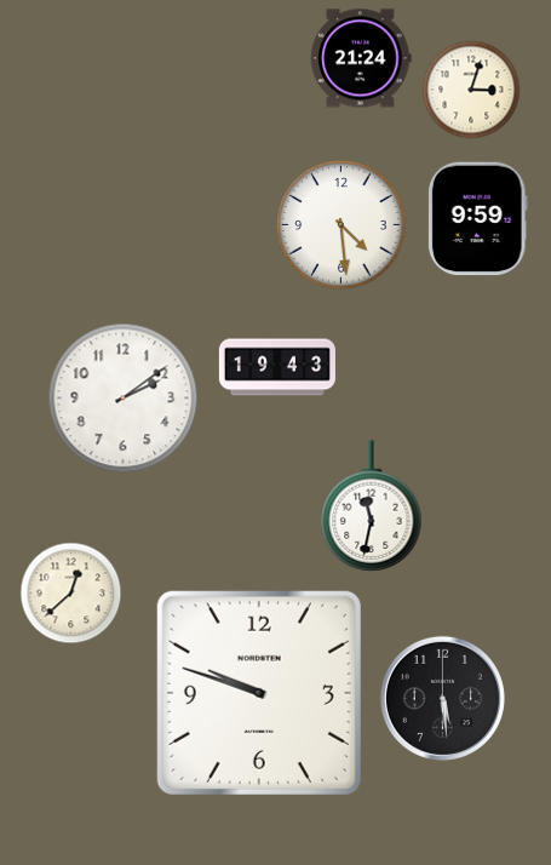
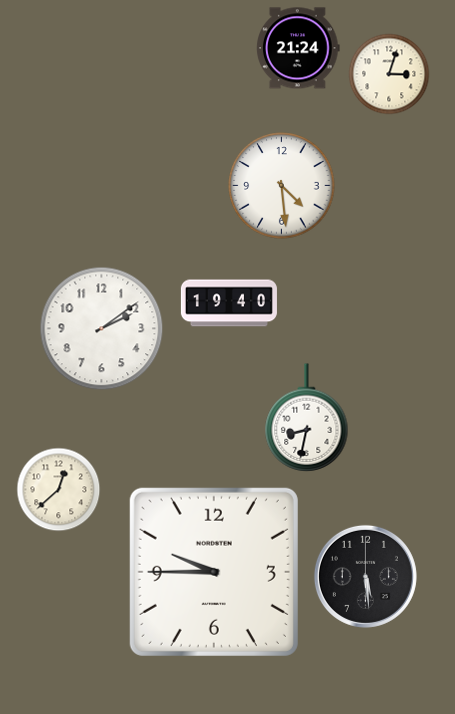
clock at (477, 219): 9:59 -> none
clock at (277, 367): 19:43 -> 19:40
clock at (372, 506): 11:32 -> 8:32
clock at (259, 693): 9:48 -> 9:45
